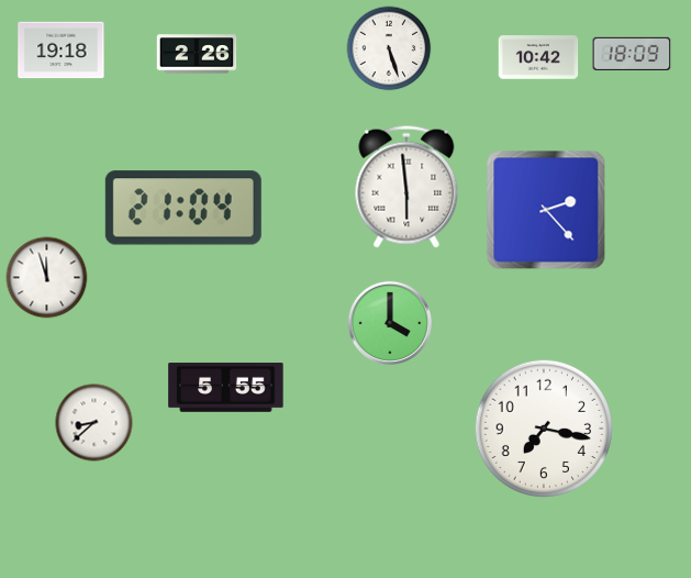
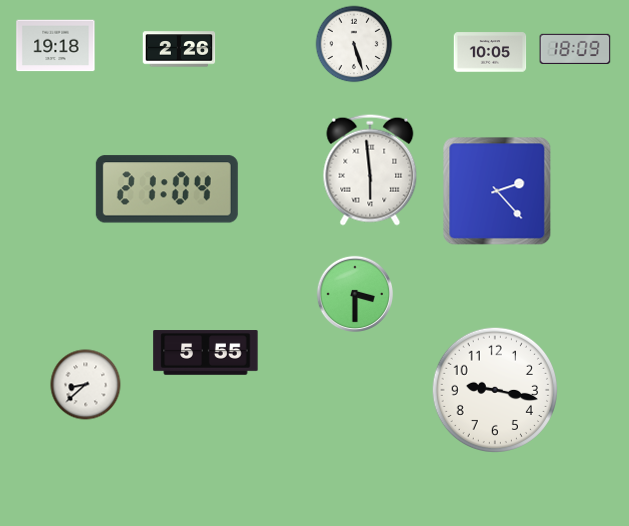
clock at (538, 57): 10:42 -> 10:05
clock at (47, 278): 11:57 -> none
clock at (389, 322): 4:00 -> 3:30
clock at (543, 427): 7:17 -> 9:17
